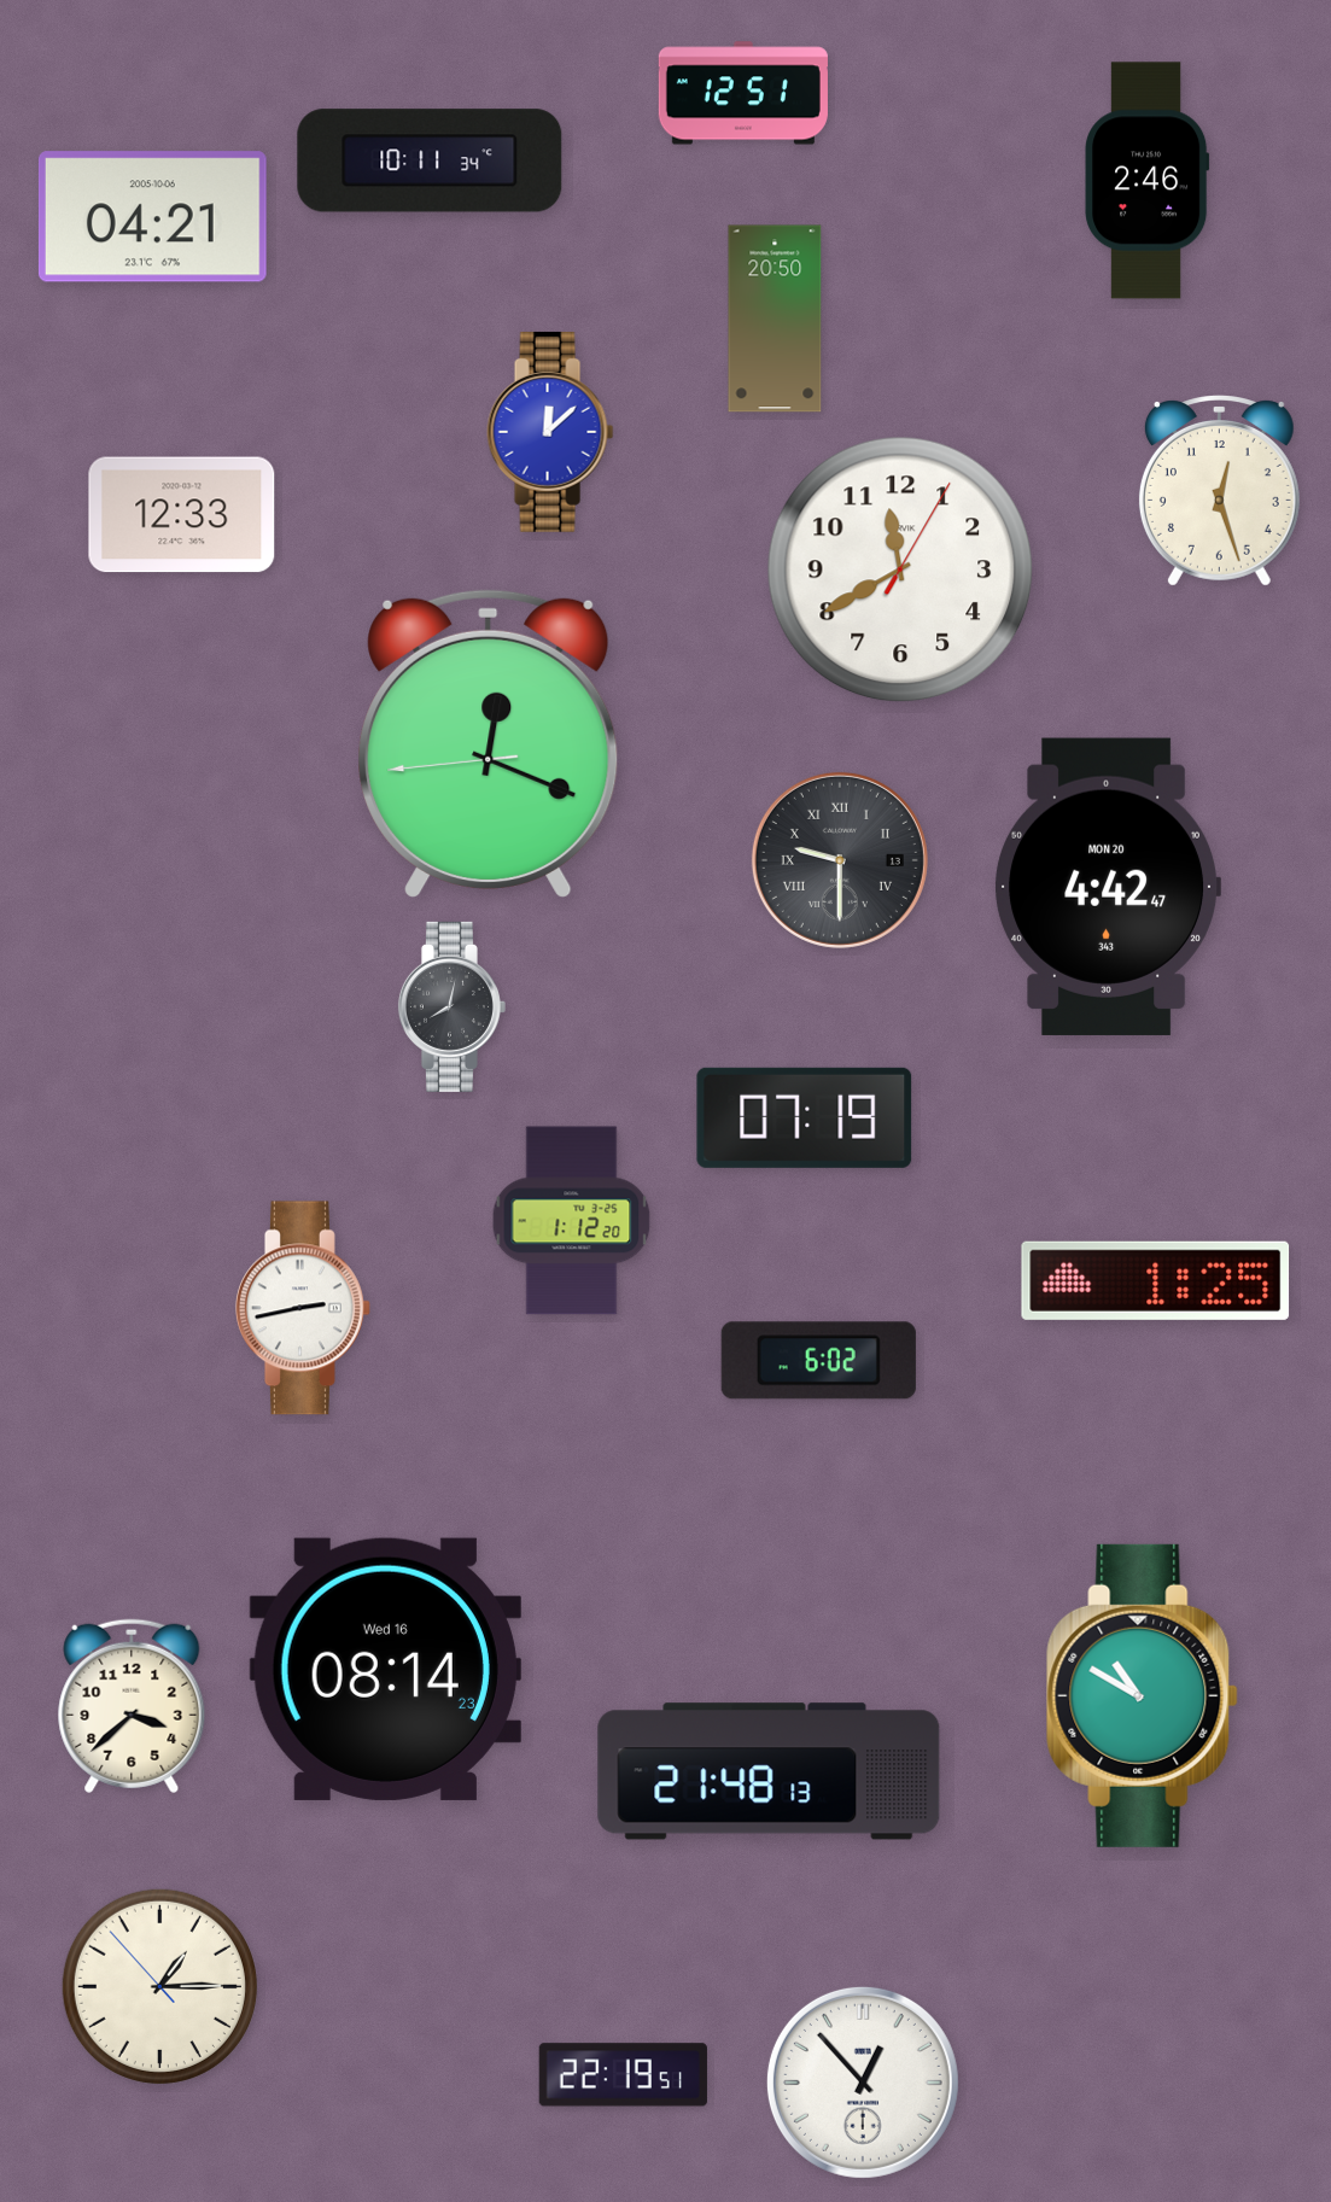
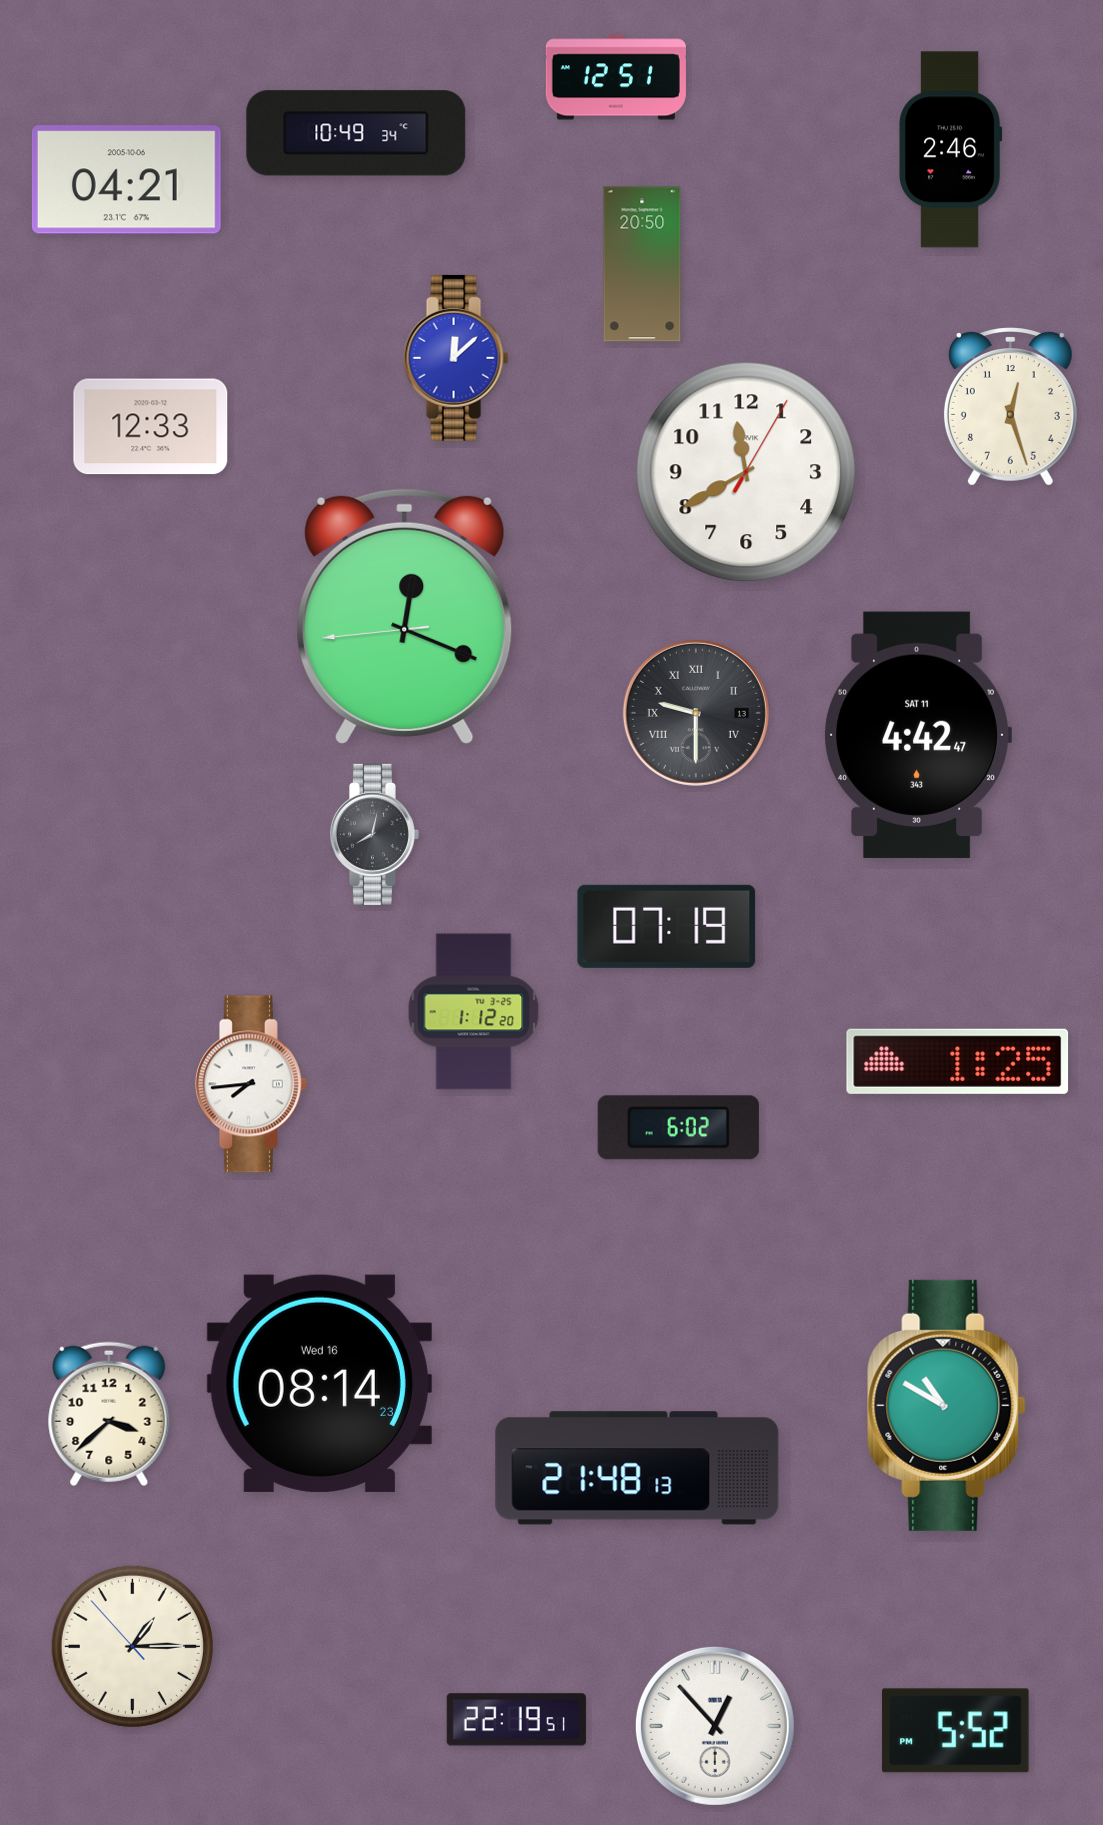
clock at (430, 160): 10:11 -> 10:49
clock at (1108, 887) date: MON 20 -> SAT 11
clock at (303, 1308): 2:43 -> 7:44
clock at (956, 1731): none -> 5:52
